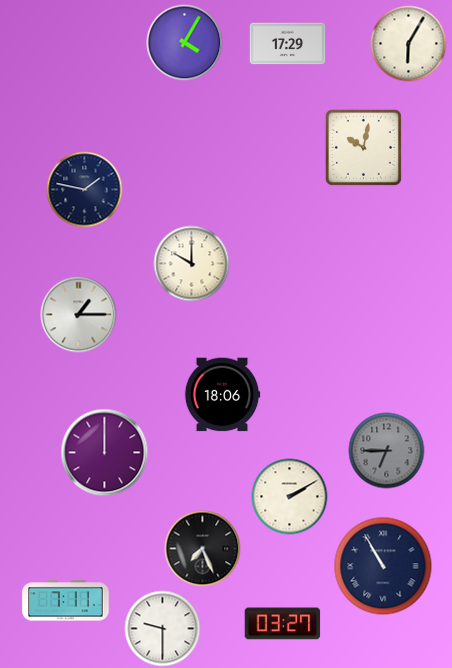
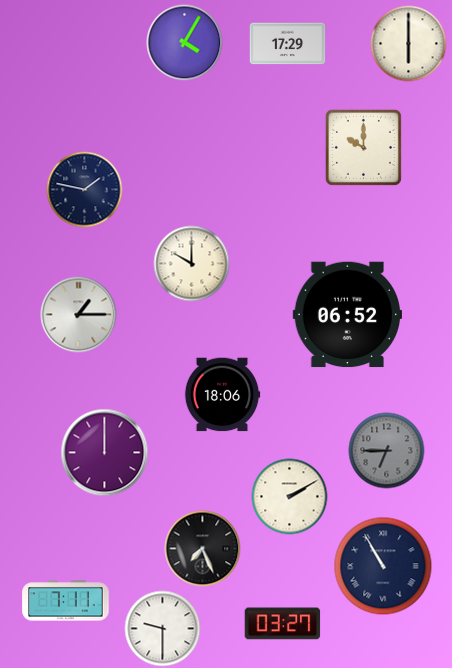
clock at (409, 44): 6:05 -> 6:00
clock at (363, 147): 10:02 -> 10:00
clock at (347, 315): none -> 06:52
